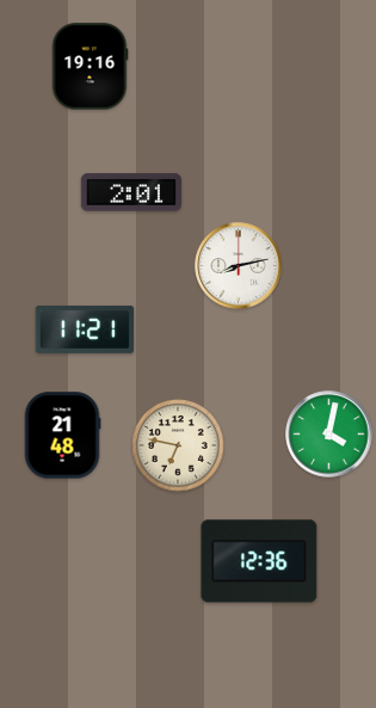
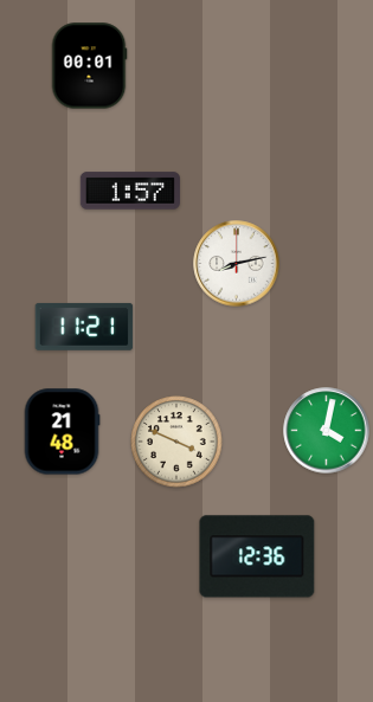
clock at (90, 67): 19:16 -> 00:01
clock at (131, 192): 2:01 -> 1:57
clock at (178, 445): 6:47 -> 3:49
